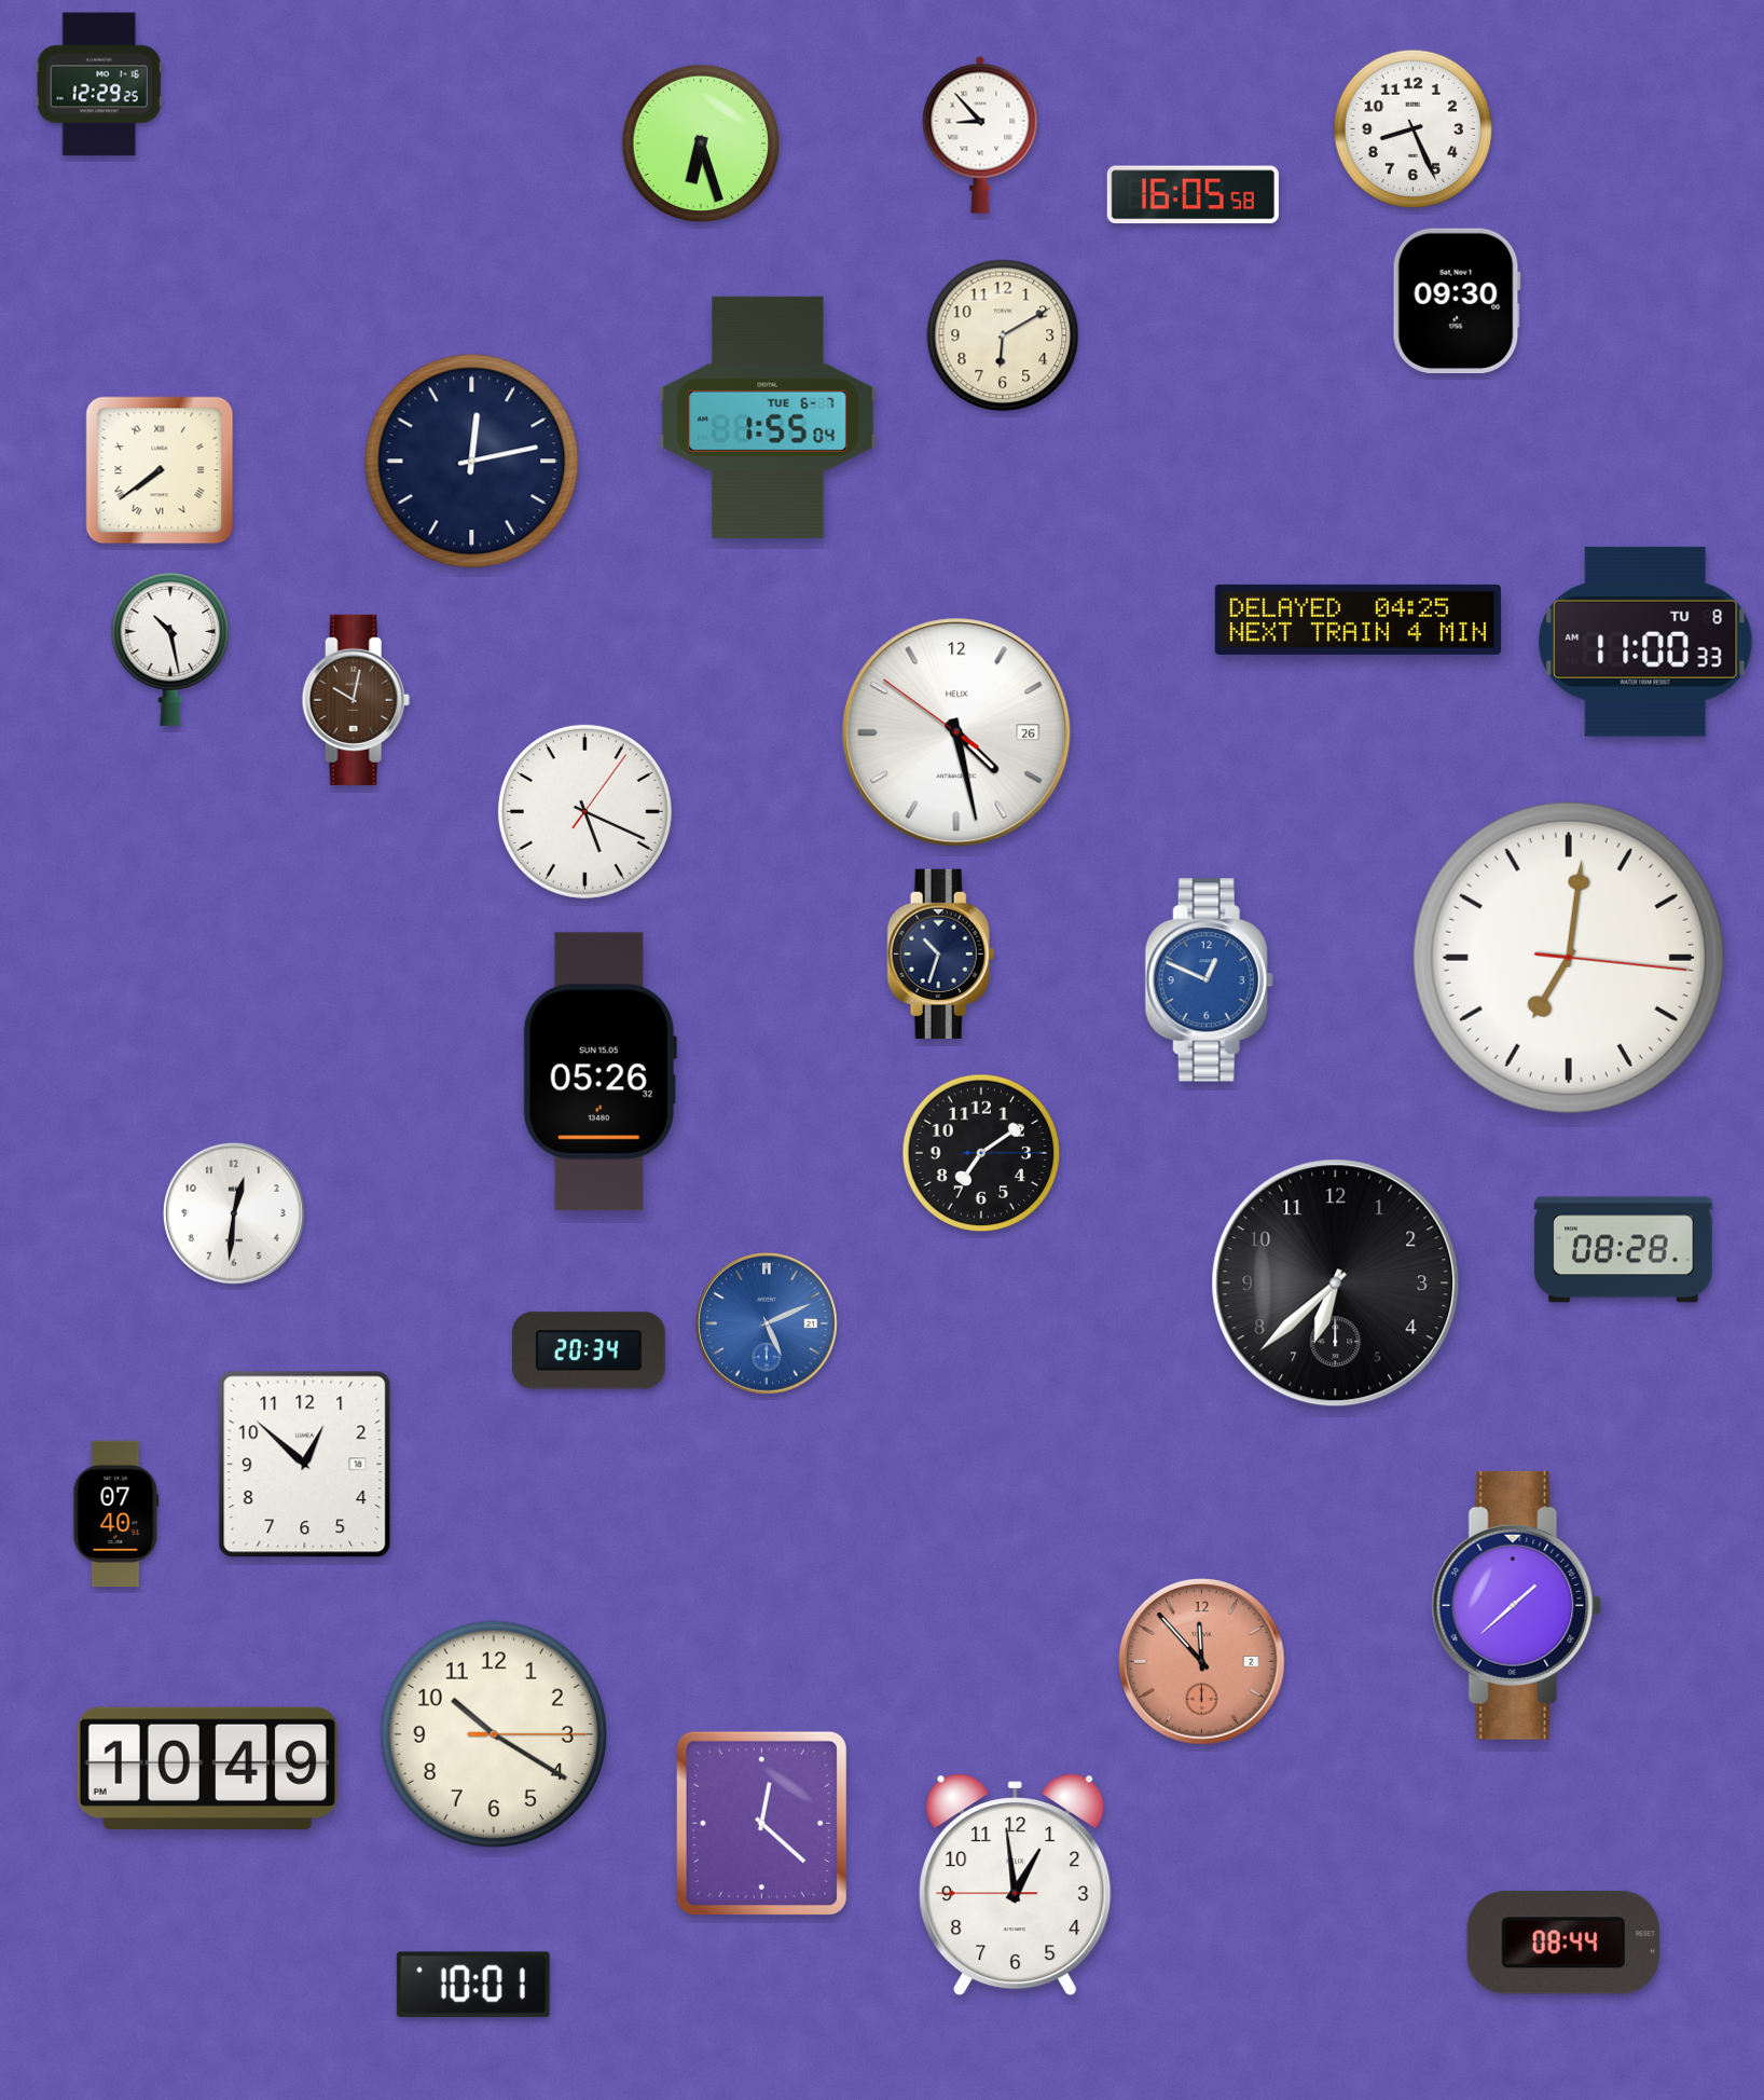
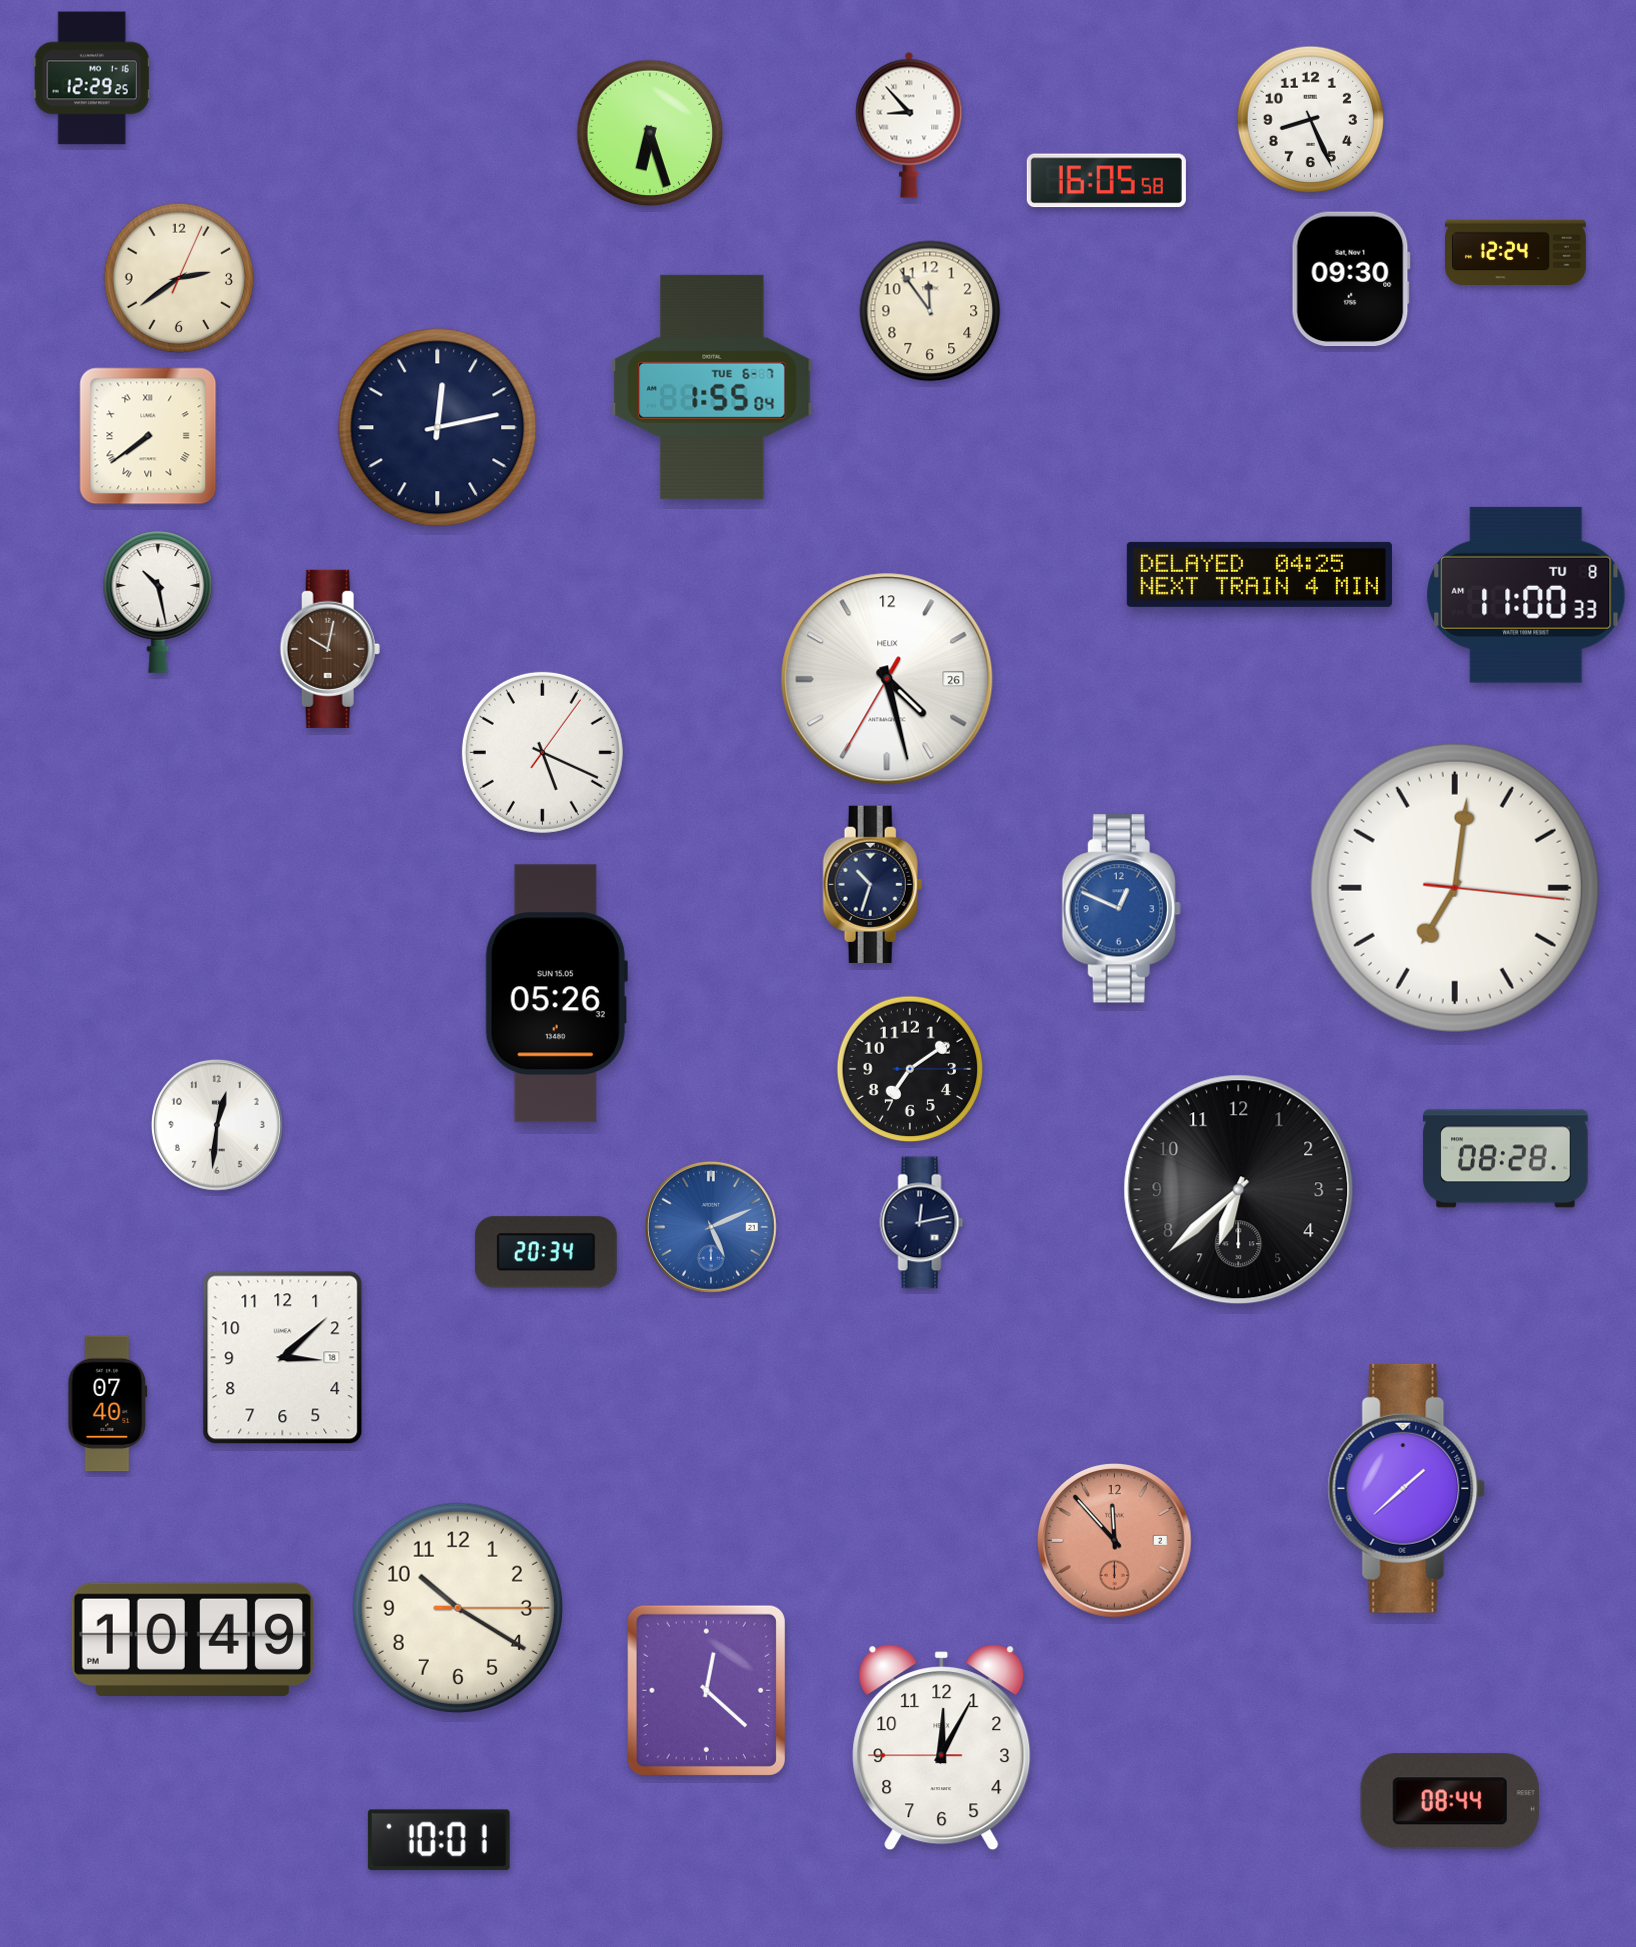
clock at (1516, 252): none -> 12:24
clock at (178, 277): none -> 2:39
clock at (1003, 335): 6:10 -> 11:54
clock at (956, 732): 4:27:51 -> 4:27:35
clock at (922, 1223): none -> 12:13
clock at (305, 1465): 12:52 -> 3:08
clock at (1016, 1885): 12:58 -> 12:04
